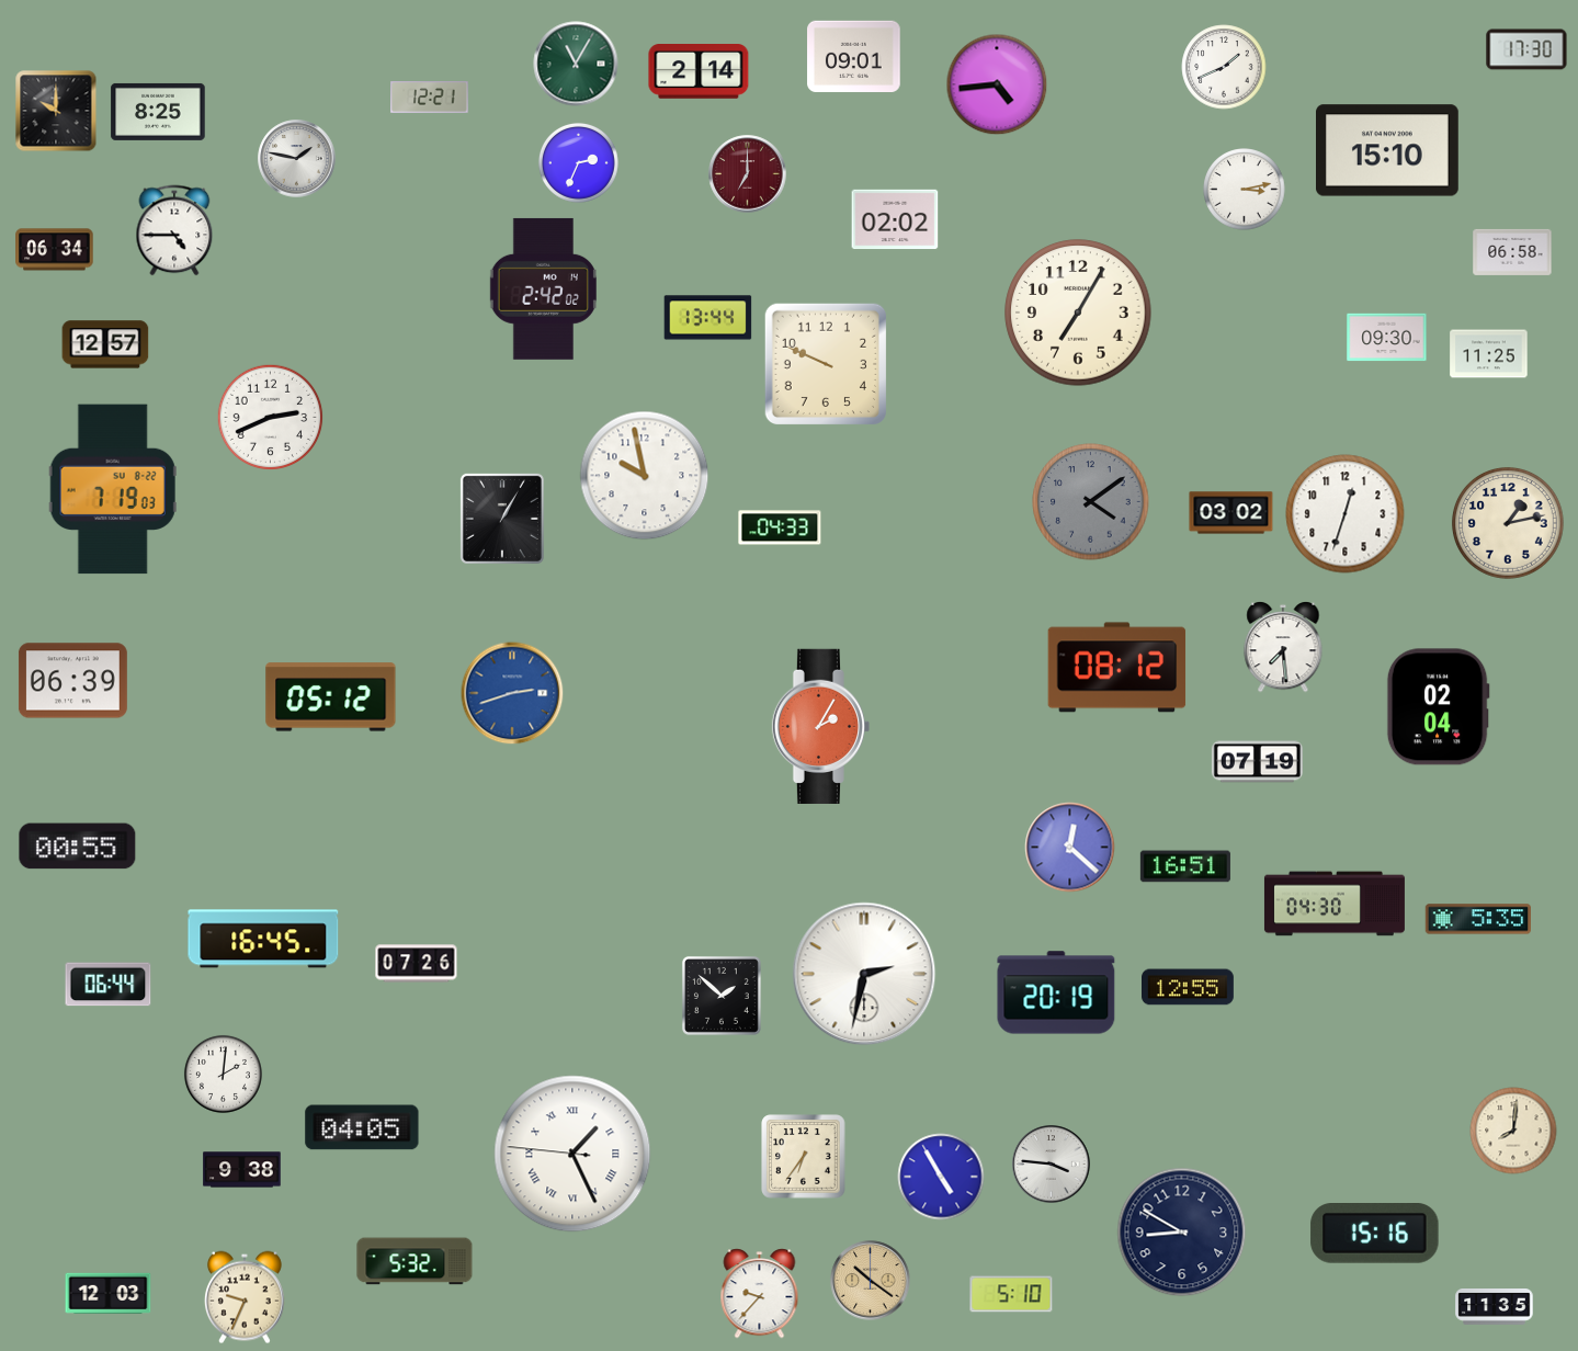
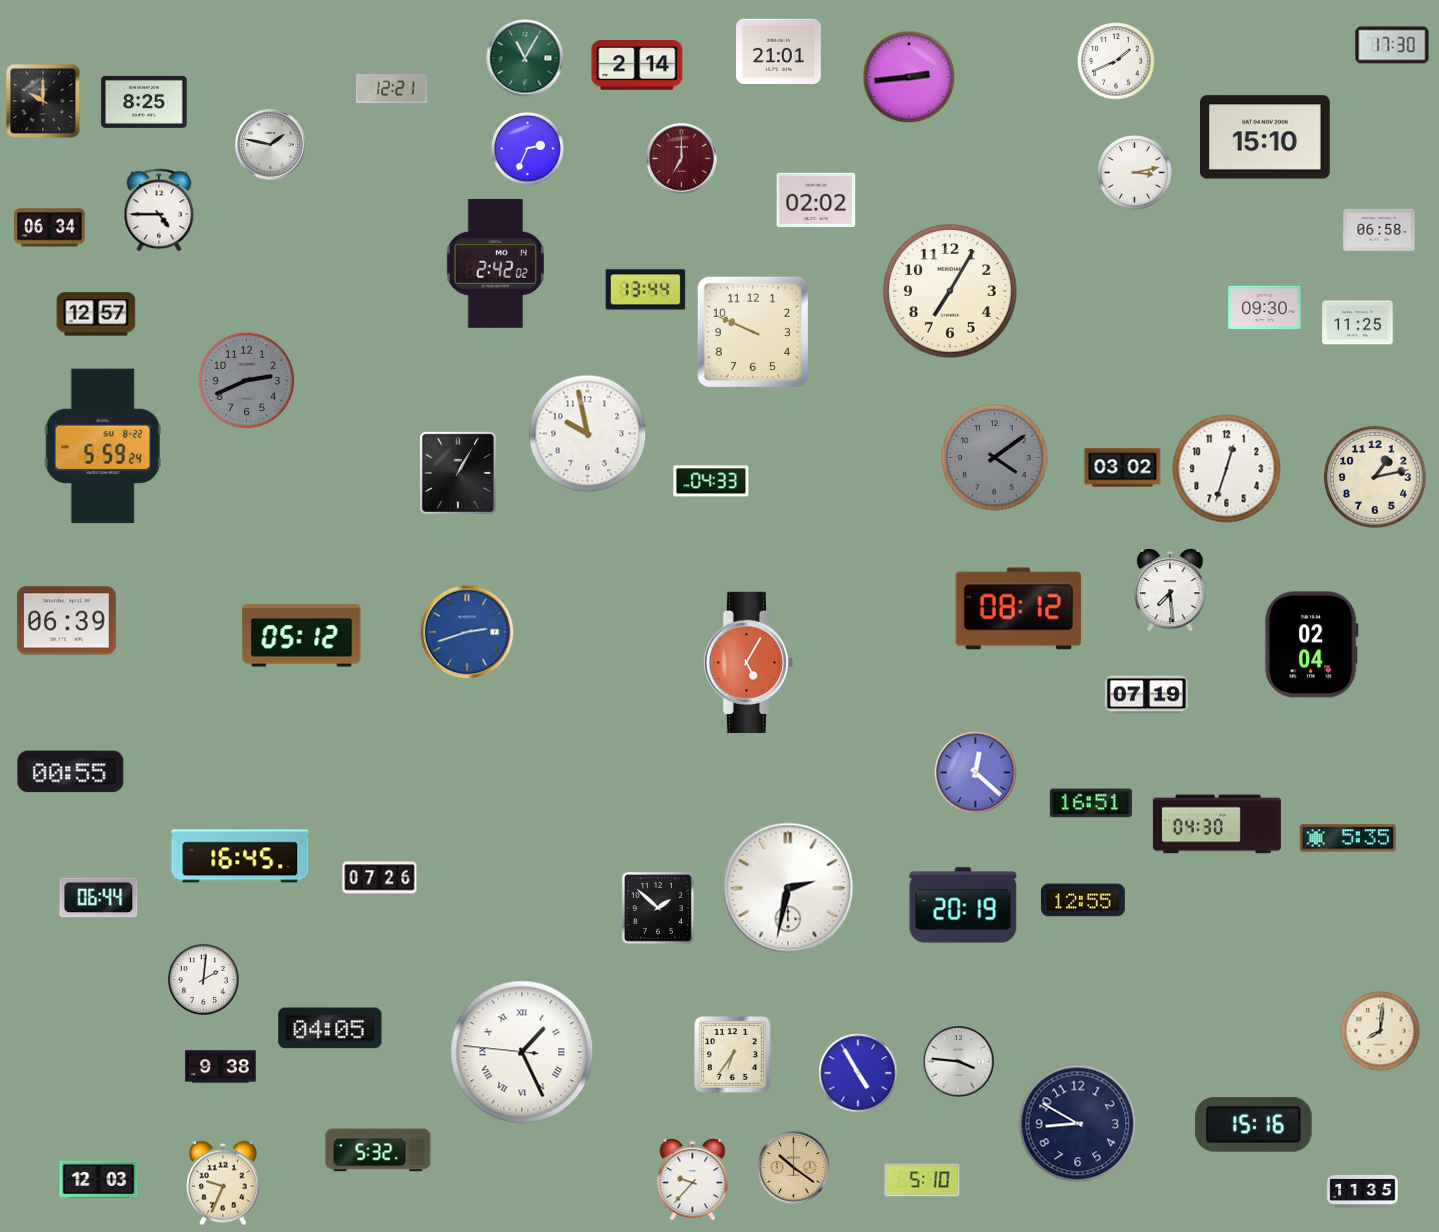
clock at (854, 56): 09:01 -> 21:01
clock at (997, 84): 4:44 -> 2:44
clock at (56, 111) position: (56, 111) -> (43, 101)
clock at (1078, 313) position: (1078, 313) -> (950, 291)
clock at (271, 418) dial: white -> grey
clock at (113, 489): 7:19 -> 5:59
clock at (820, 726): 2:05 -> 5:05
clock at (1185, 866) position: (1185, 866) -> (1091, 803)
